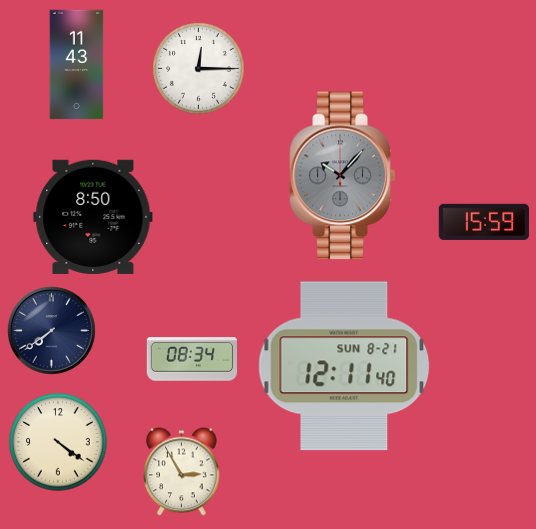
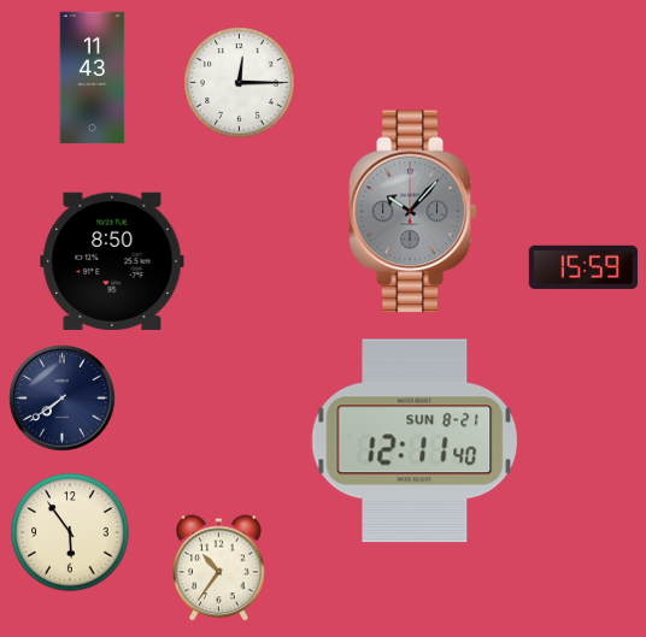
clock at (191, 359): 08:34 -> none
clock at (58, 442): 4:21 -> 5:54
clock at (182, 472): 2:55 -> 10:36
